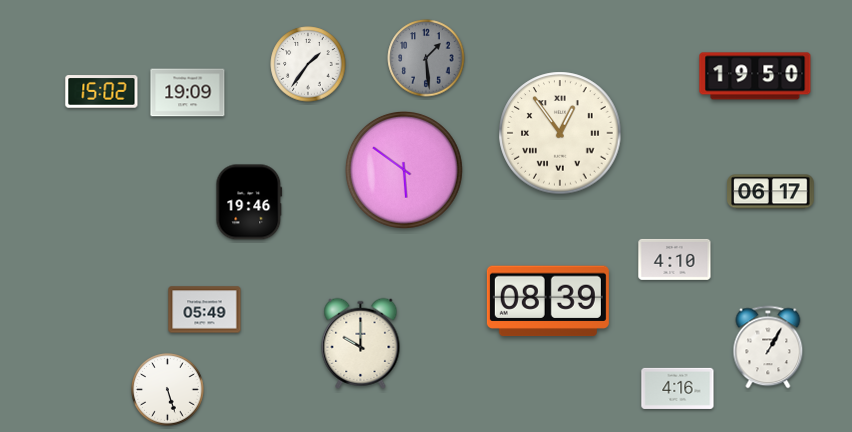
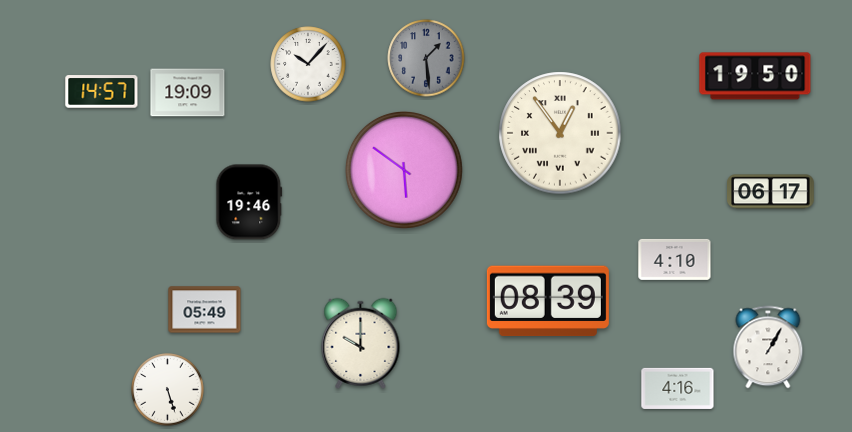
clock at (308, 64): 1:36 -> 10:07
clock at (102, 92): 15:02 -> 14:57
